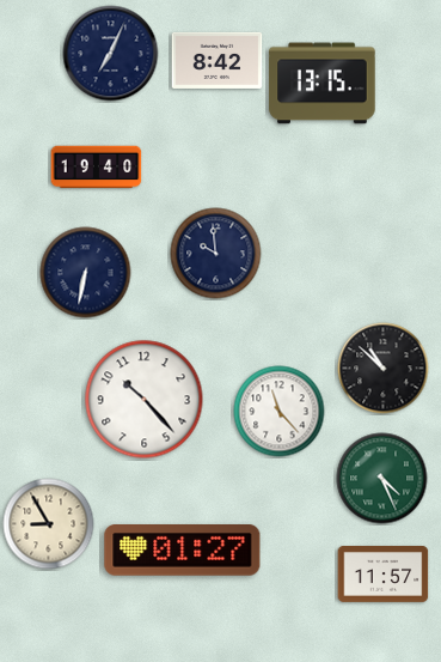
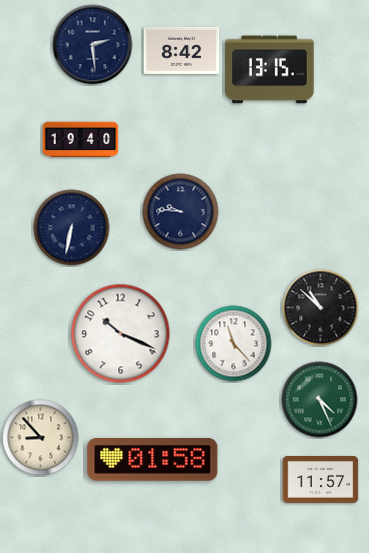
clock at (111, 54): 7:04 -> 2:29
clock at (216, 254): 9:59 -> 9:46
clock at (145, 400): 10:23 -> 10:19
clock at (49, 524): 8:55 -> 8:53
clock at (183, 551): 01:27 -> 01:58
